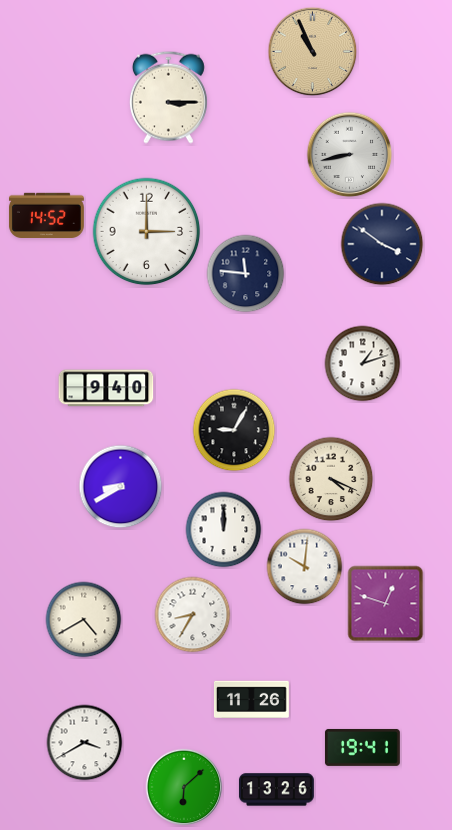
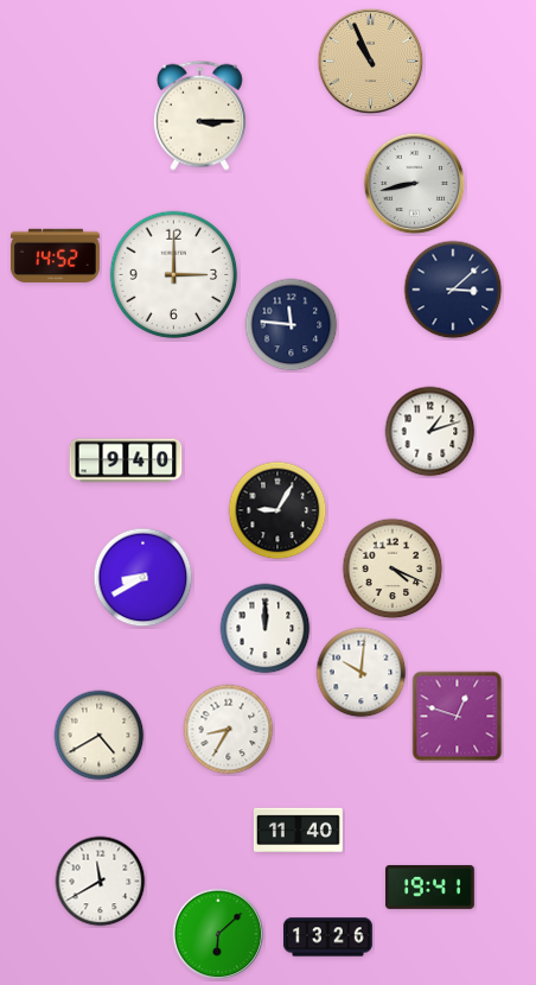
clock at (382, 244): 3:51 -> 3:08
clock at (251, 699): 11:26 -> 11:40
clock at (85, 743): 3:40 -> 11:40
